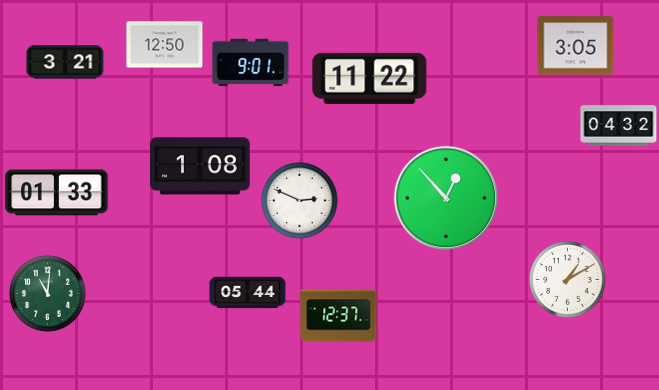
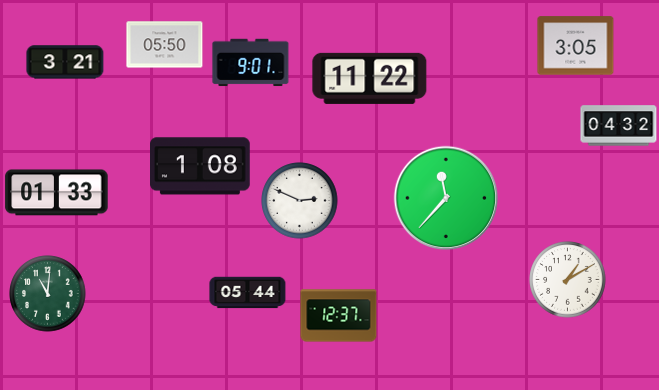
clock at (165, 45): 12:50 -> 05:50
clock at (446, 198): 12:53 -> 11:37
